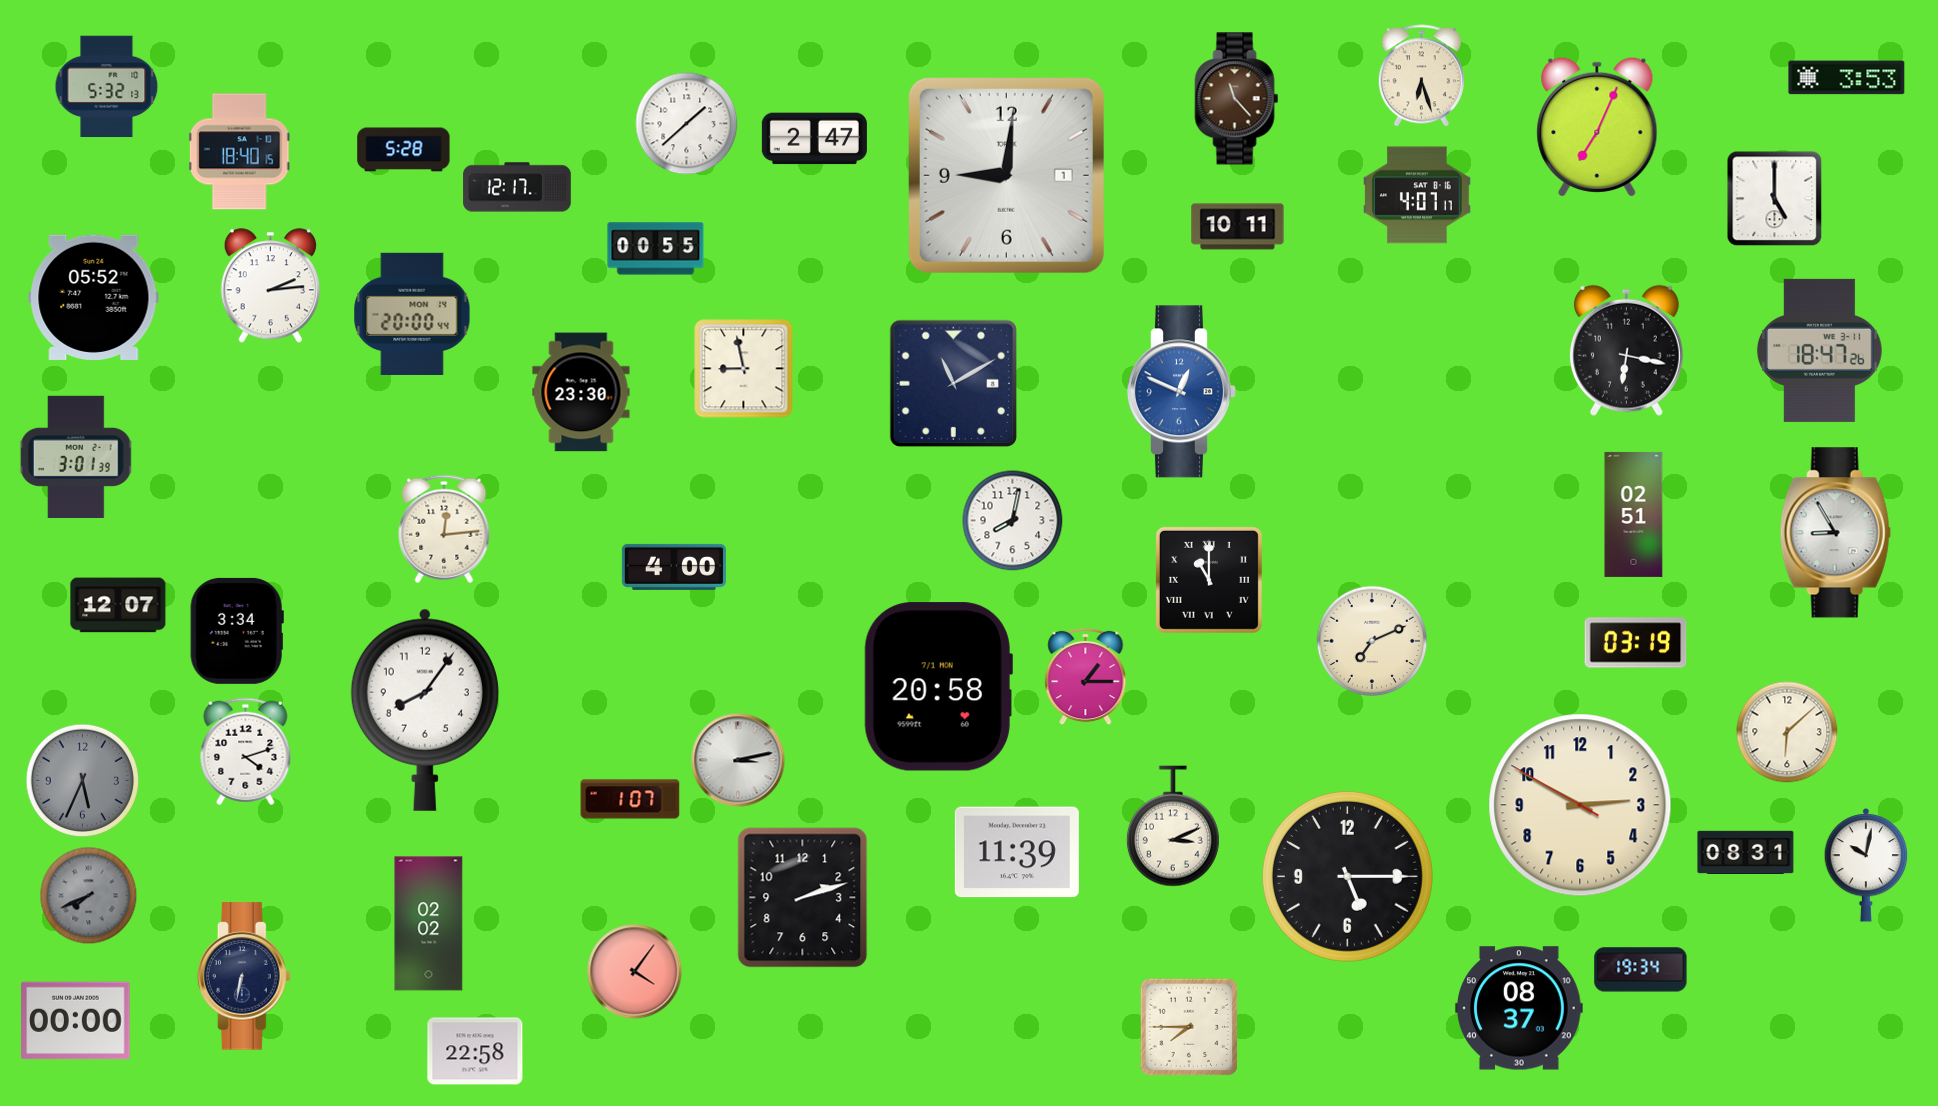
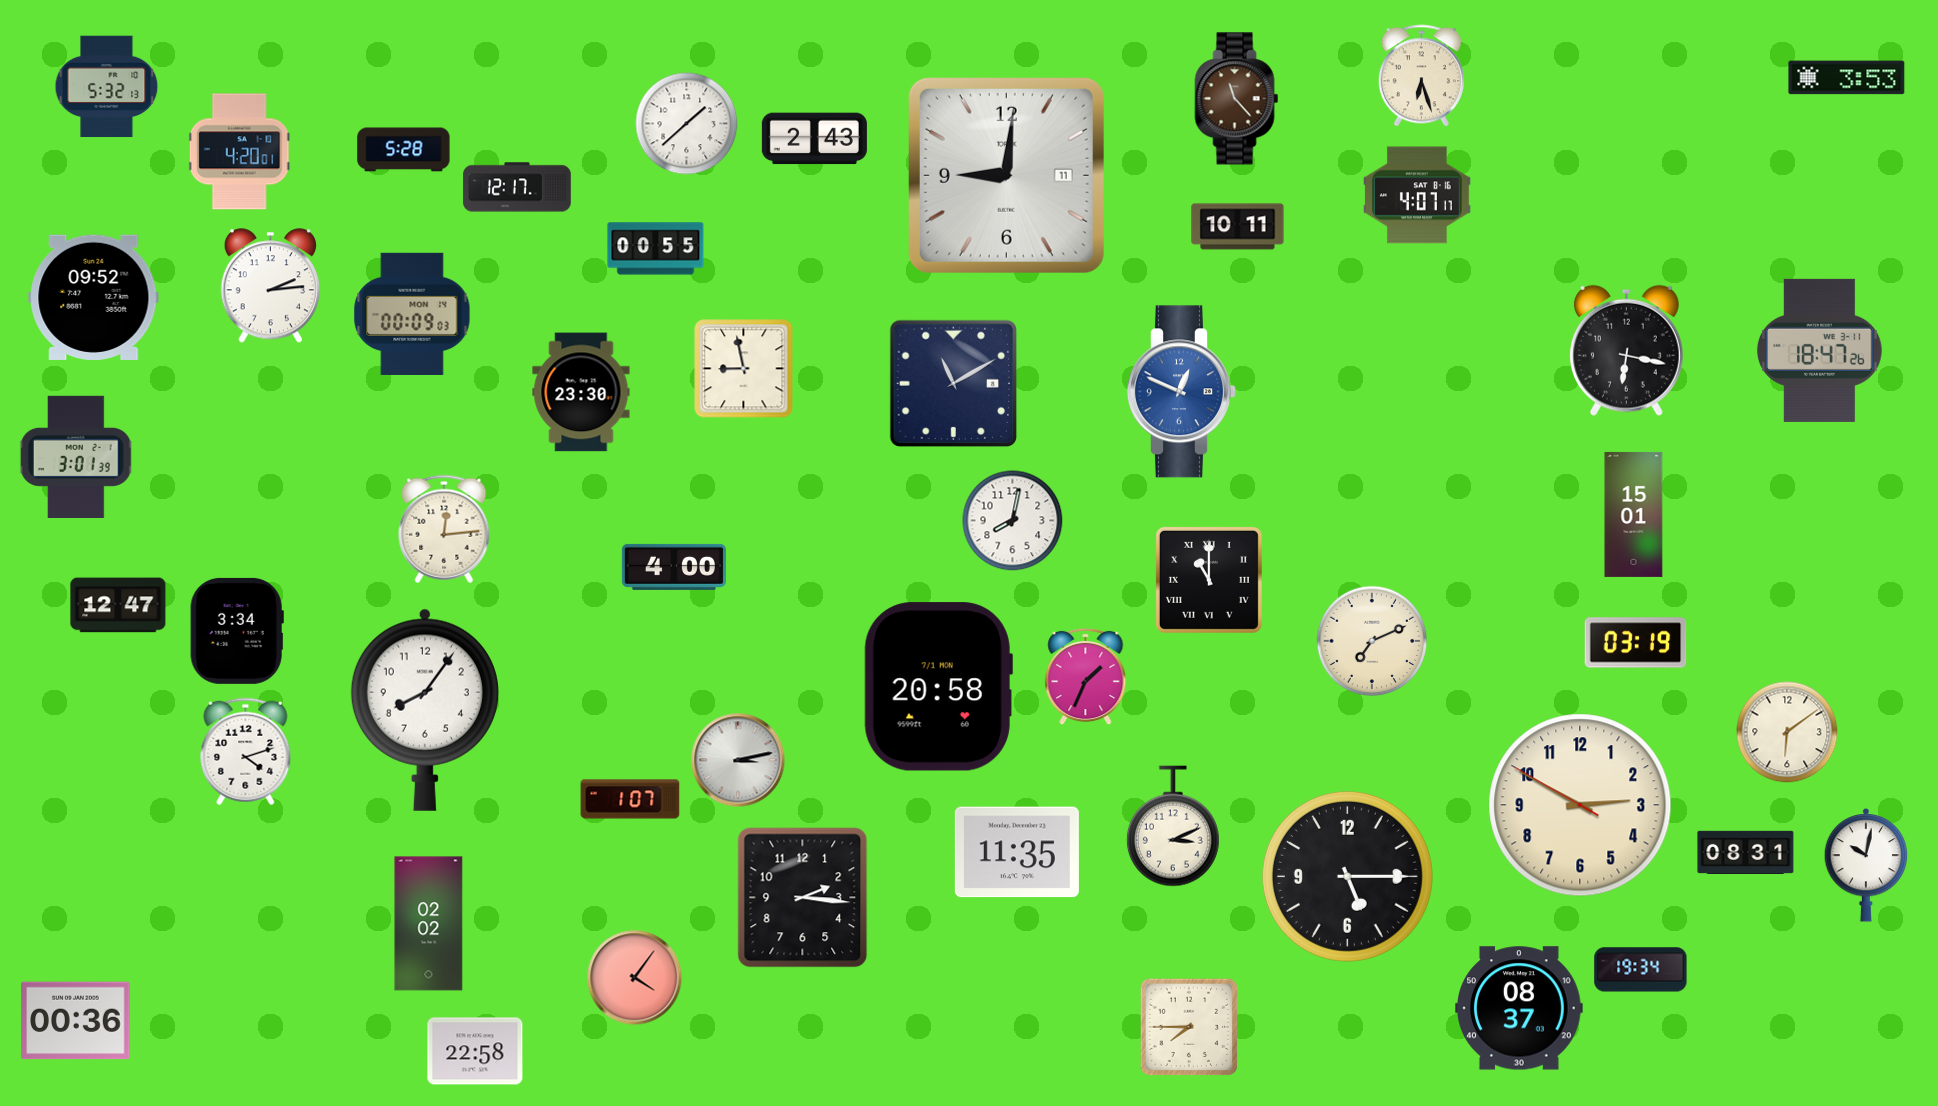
clock at (1597, 126): 7:04 -> none
clock at (814, 139): 2:47 -> 2:43
clock at (239, 152): 18:40 -> 4:20
clock at (1006, 175) date: 1 -> 11
clock at (1775, 199): 5:00 -> none
clock at (94, 297): 05:52 -> 09:52
clock at (412, 314): 20:00 -> 00:09
clock at (1634, 514): 02:51 -> 15:01
clock at (1835, 533): 8:55 -> none
clock at (118, 605): 12:07 -> 12:47
clock at (1086, 677): 1:15 -> 1:34
clock at (1787, 732): 6:08 -> 6:09
clock at (82, 780): 5:34 -> none
clock at (1017, 852): 11:39 -> 11:35
clock at (89, 896): 7:41 -> none
clock at (803, 898): 2:12 -> 2:16
clock at (635, 972) position: (635, 972) -> (635, 978)
clock at (244, 976): 6:32 -> none
clock at (76, 1021): 00:00 -> 00:36
